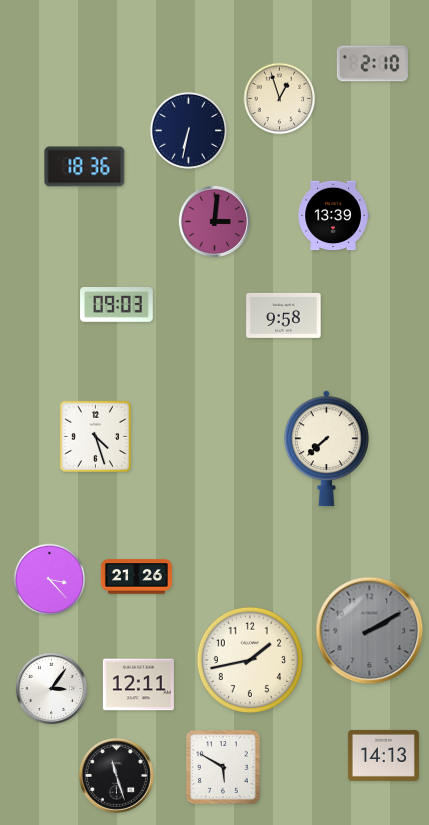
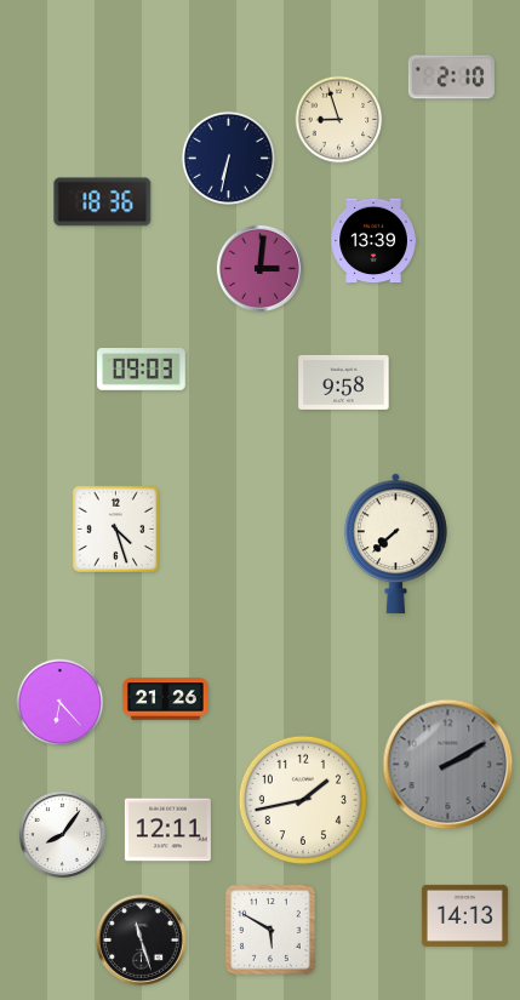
clock at (280, 99): 12:57 -> 8:57
clock at (333, 216) position: (333, 216) -> (373, 241)
clock at (50, 580): 3:23 -> 6:23
clock at (51, 688): 3:06 -> 8:06
